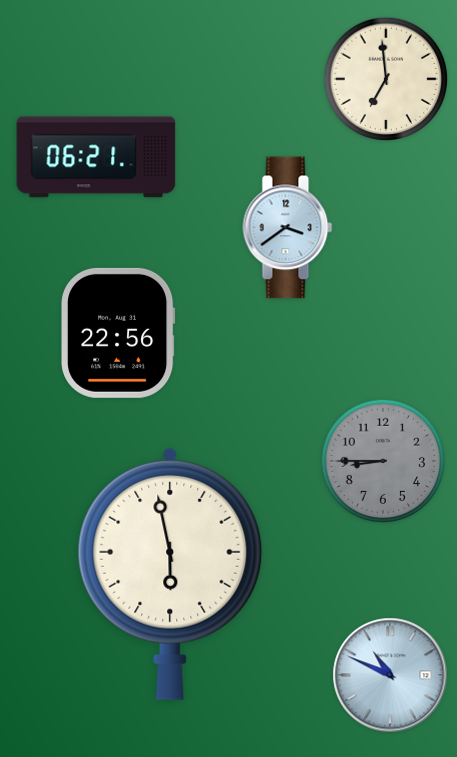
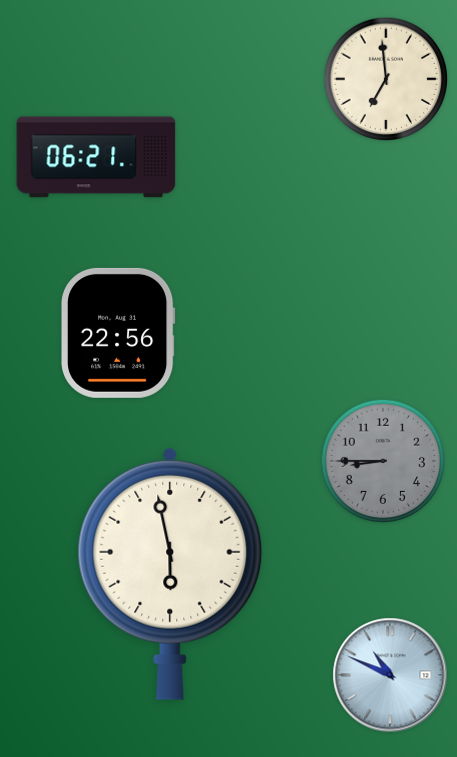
clock at (288, 228): 3:39 -> none
